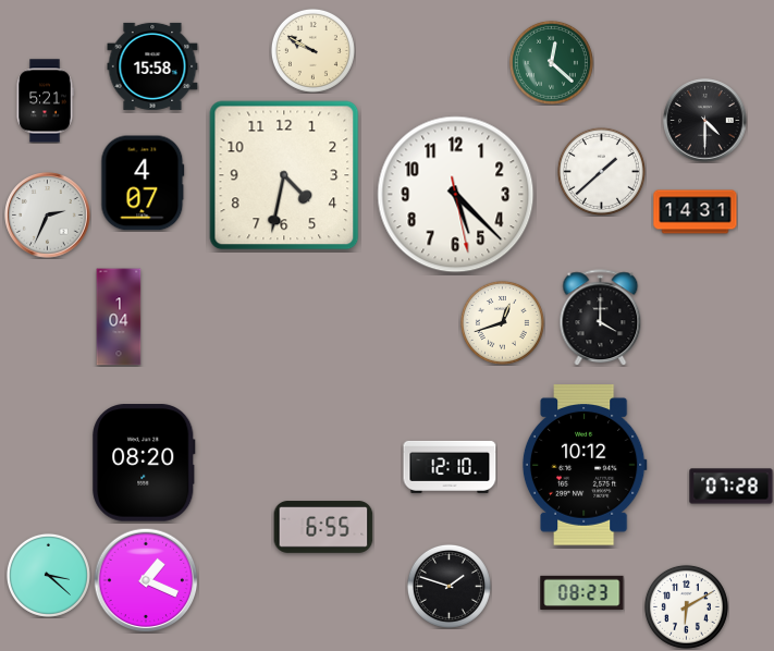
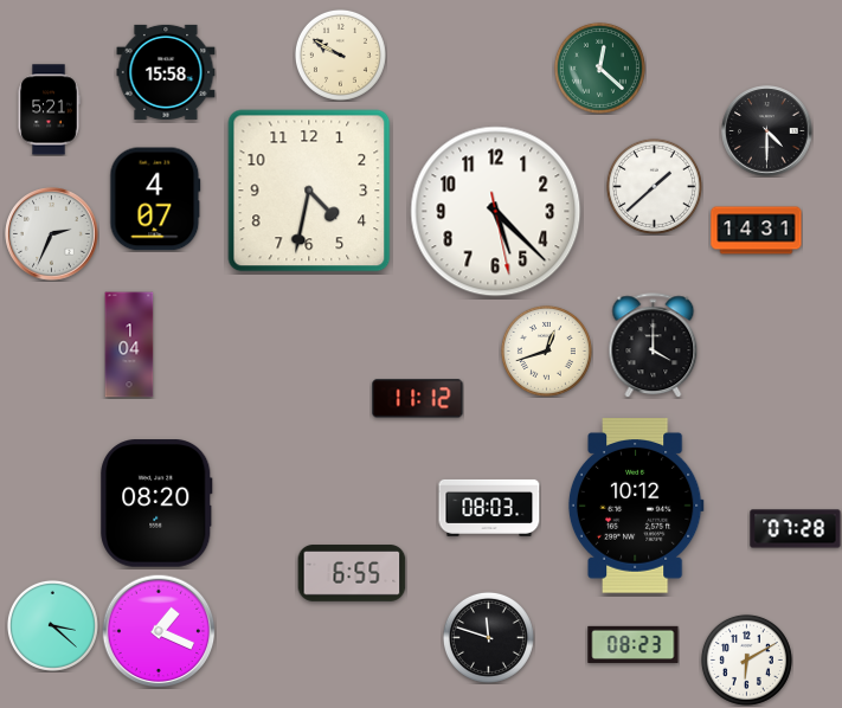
clock at (418, 399): none -> 11:12
clock at (450, 467): 12:10 -> 08:03
clock at (449, 586): 1:48 -> 11:48
